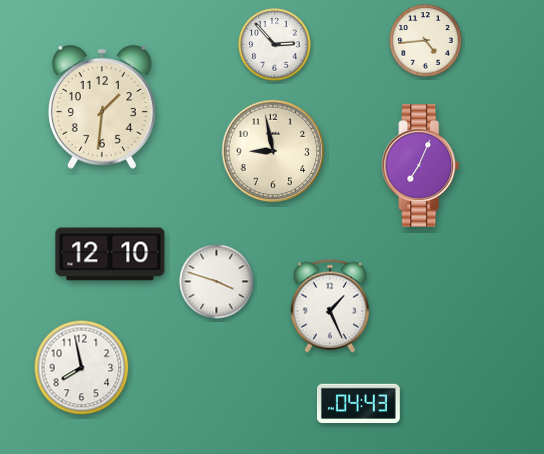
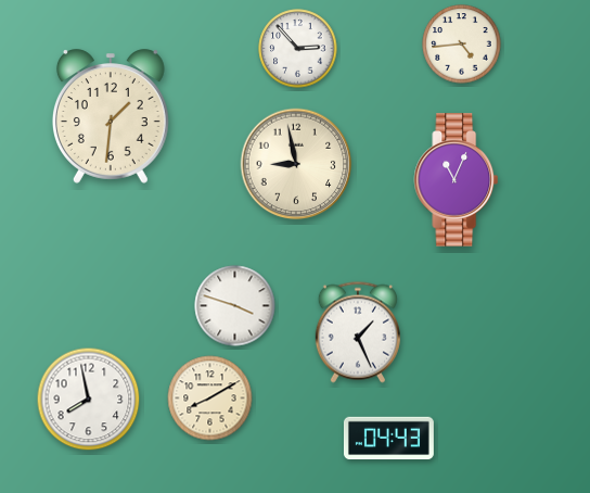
clock at (421, 166): 7:04 -> 11:04
clock at (110, 254): 12:10 -> none
clock at (210, 399): none -> 8:10
